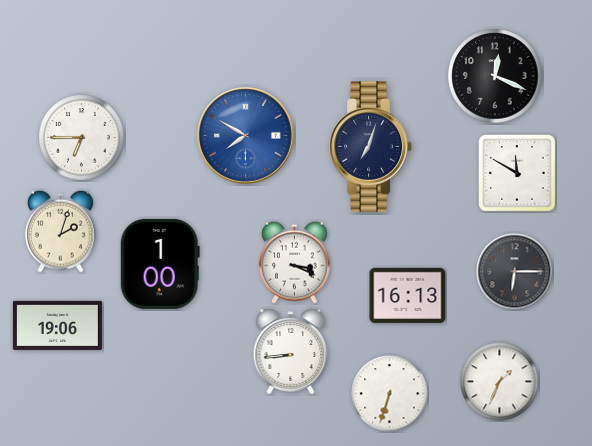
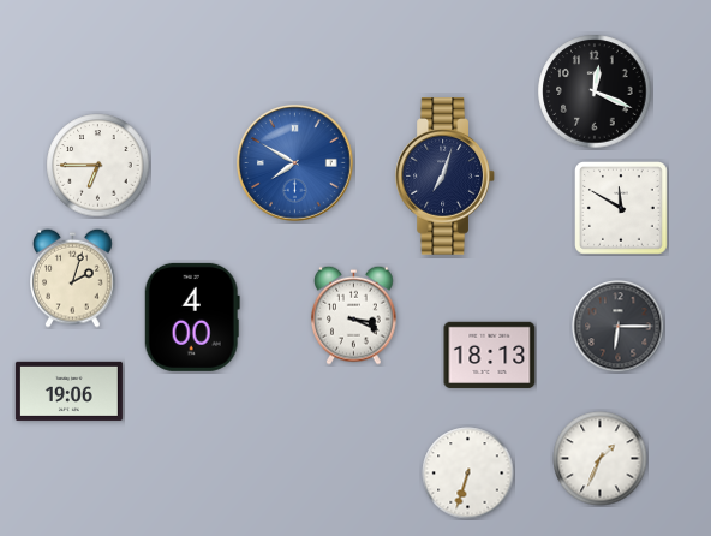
clock at (160, 264): 1:00 -> 4:00
clock at (408, 295): 16:13 -> 18:13
clock at (291, 352): 8:44 -> none
